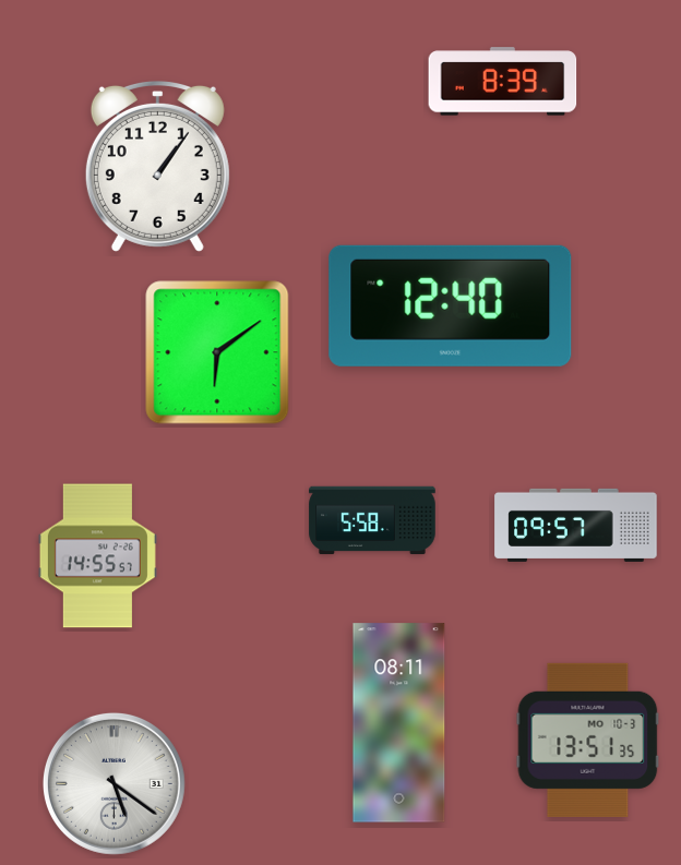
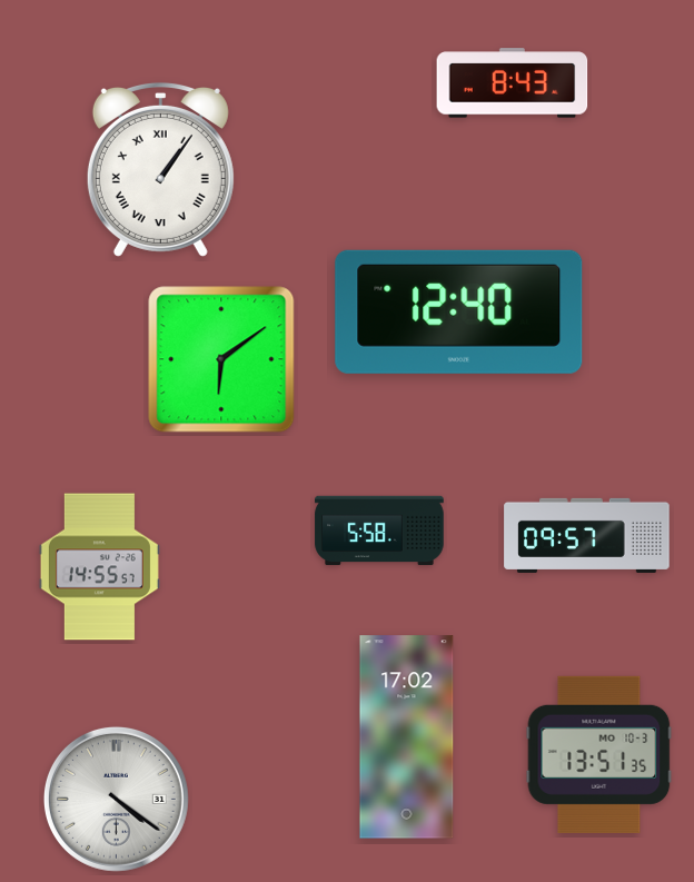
clock at (503, 82): 8:39 -> 8:43
clock at (157, 166) numerals: Arabic -> Roman
clock at (399, 723): 08:11 -> 17:02
clock at (113, 783): 5:21 -> 4:21
